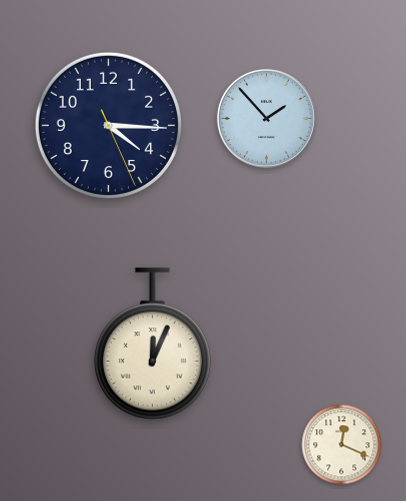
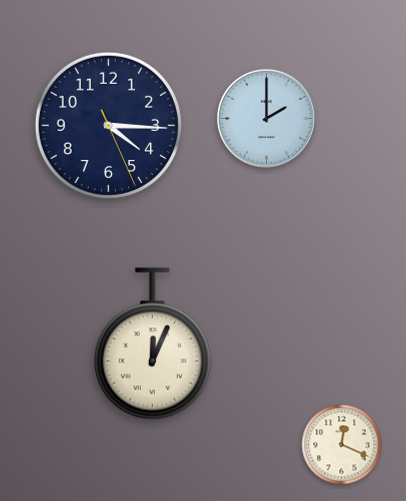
clock at (266, 118): 1:53 -> 2:00
